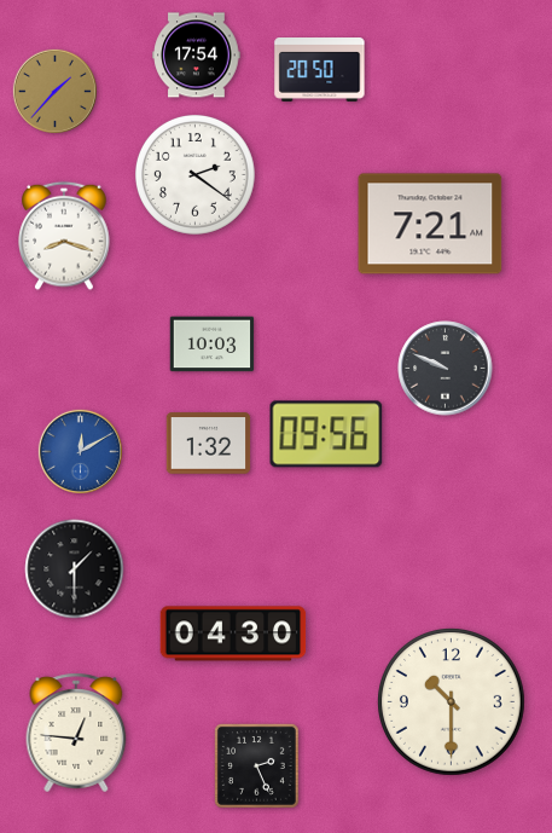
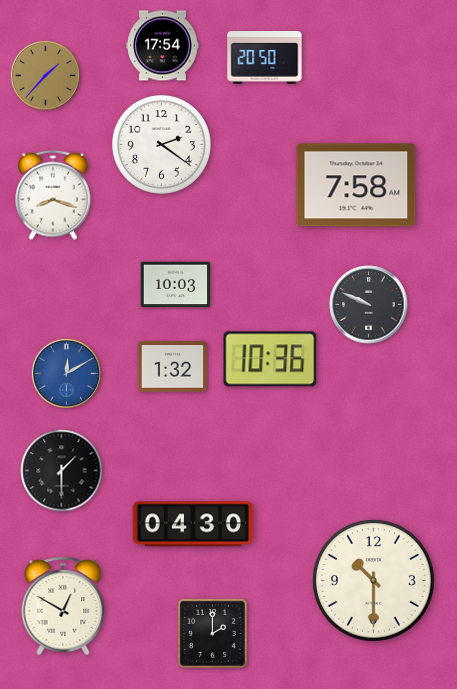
clock at (430, 224): 7:21 -> 7:58
clock at (326, 434): 09:56 -> 10:36
clock at (76, 733): 12:46 -> 12:50
clock at (256, 765): 2:26 -> 2:00
